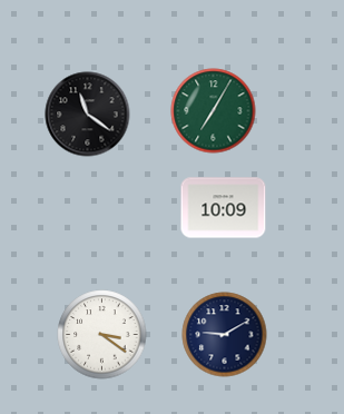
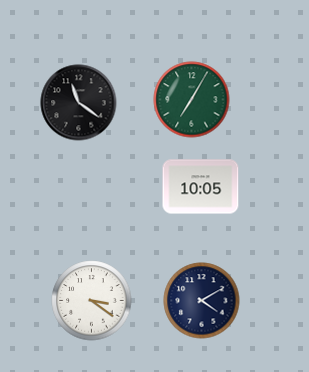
clock at (224, 208): 10:09 -> 10:05
clock at (225, 335): 9:10 -> 4:10
